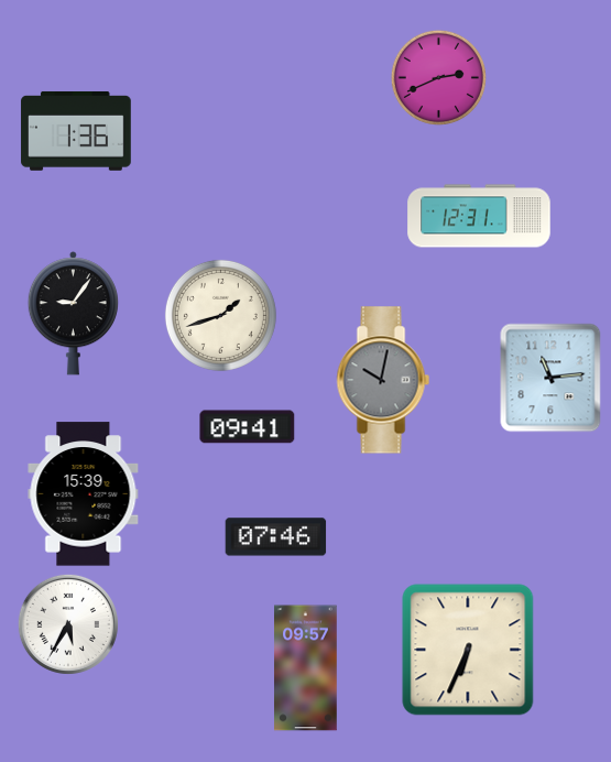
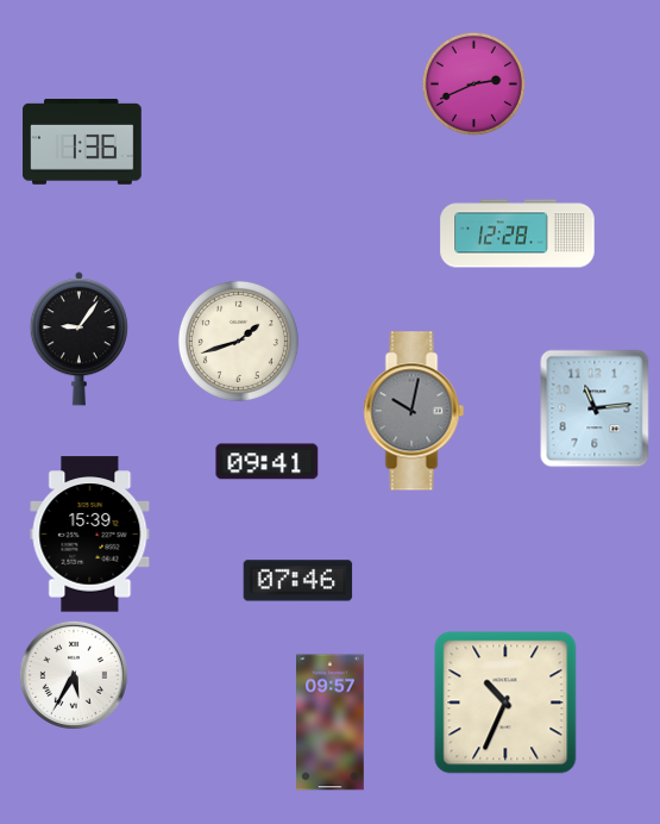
clock at (479, 216): 12:31 -> 12:28
clock at (468, 650): 6:34 -> 10:34
